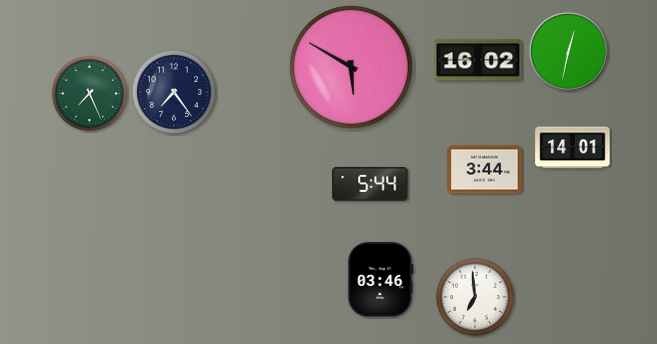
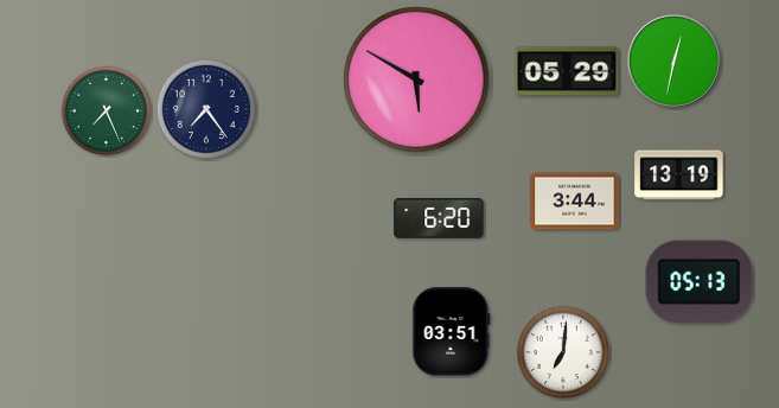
clock at (478, 60): 16:02 -> 05:29
clock at (573, 148): 14:01 -> 13:19
clock at (370, 184): 5:44 -> 6:20
clock at (700, 282): none -> 05:13
clock at (381, 280): 03:46 -> 03:51
clock at (474, 296): 6:59 -> 7:01
